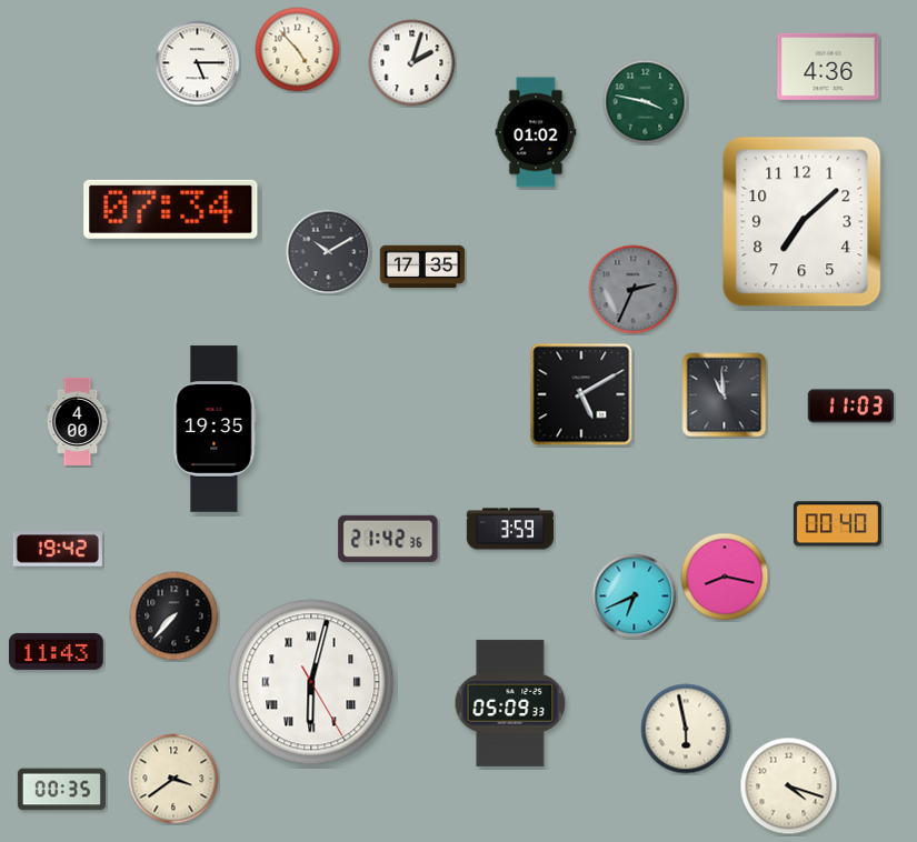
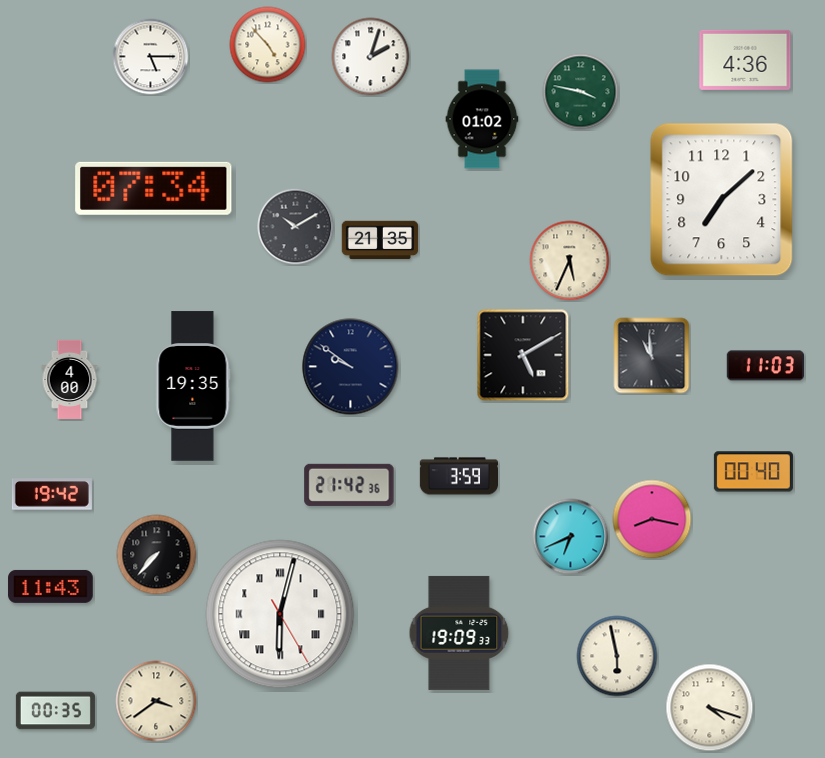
clock at (198, 63) position: (198, 63) -> (151, 57)
clock at (422, 267): 17:35 -> 21:35
clock at (634, 290): 2:34 -> 5:34
clock at (634, 290) dial: grey -> cream
clock at (351, 367): none -> 9:51
clock at (510, 703): 05:09 -> 19:09
